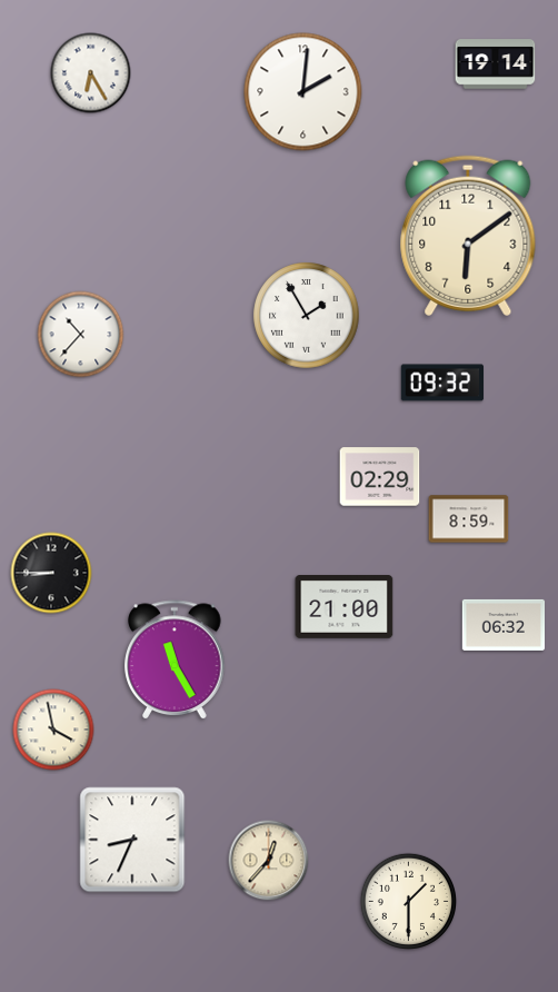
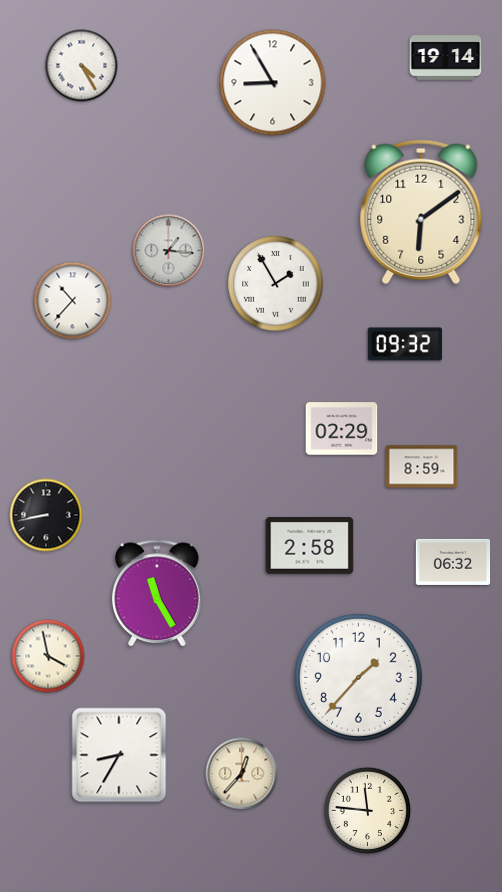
clock at (91, 73): 6:25 -> 4:25
clock at (303, 92): 2:01 -> 8:55
clock at (169, 251): none -> 1:16
clock at (442, 383) position: (442, 383) -> (405, 344)
clock at (51, 573): 8:45 -> 8:43
clock at (345, 607): 21:00 -> 2:58
clock at (358, 677): none -> 1:37
clock at (132, 840): 8:34 -> 8:35
clock at (408, 901): 1:30 -> 11:46
